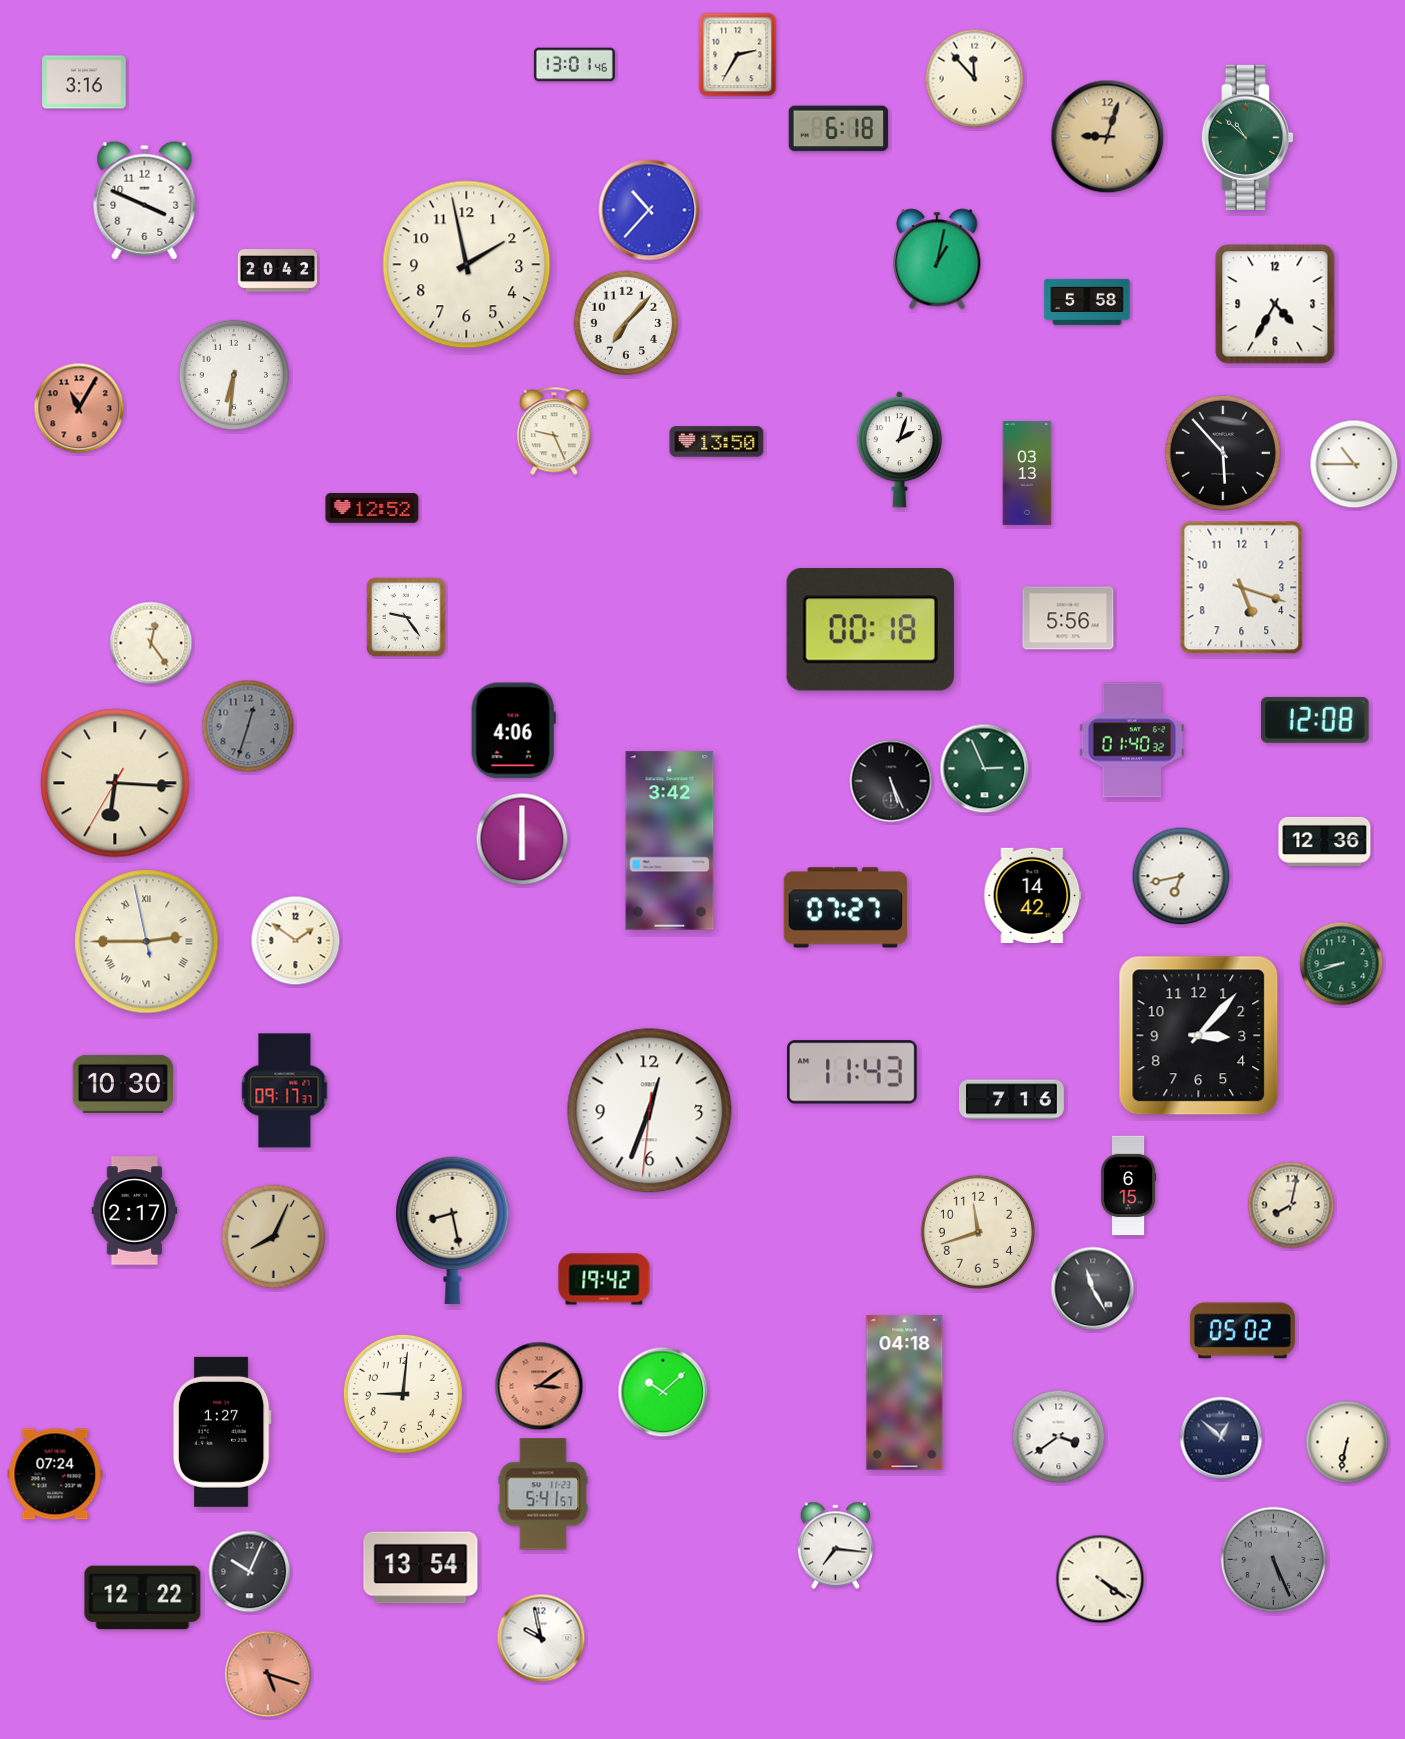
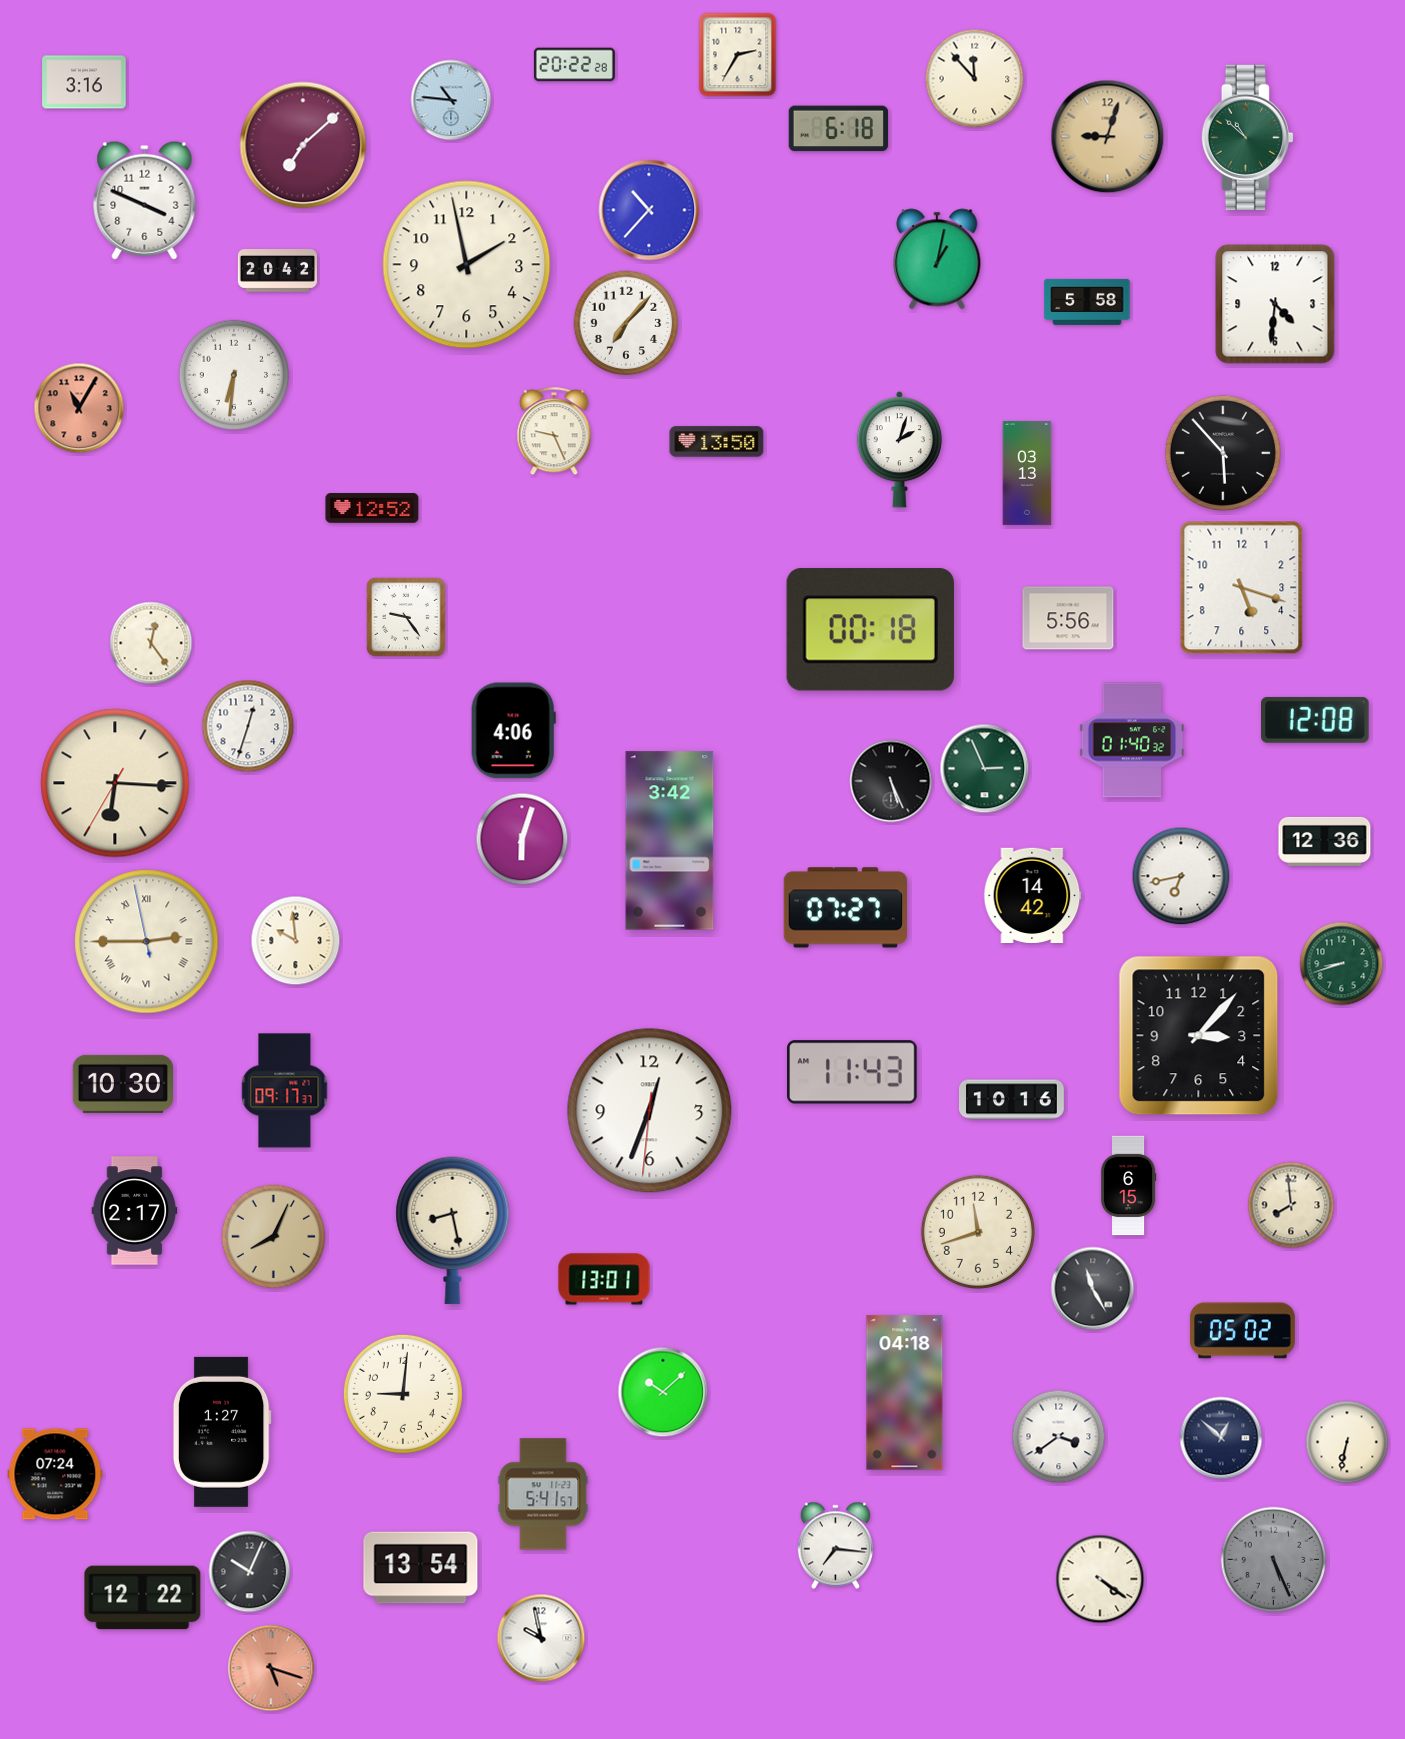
clock at (574, 65): 13:01 -> 20:22
clock at (451, 100): none -> 10:46
clock at (303, 145): none -> 7:08
clock at (1275, 304): 4:35 -> 4:31
clock at (1354, 464): 10:45 -> none
clock at (248, 726) dial: grey -> white
clock at (522, 839): 6:00 -> 6:03
clock at (296, 941): 1:51 -> 9:59
clock at (1012, 1100): 7:16 -> 10:16
clock at (1291, 1205): 8:02 -> 7:59
clock at (604, 1279): 19:42 -> 13:01
clock at (539, 1386): 3:09 -> none
clock at (268, 1674) position: (268, 1674) -> (271, 1668)
